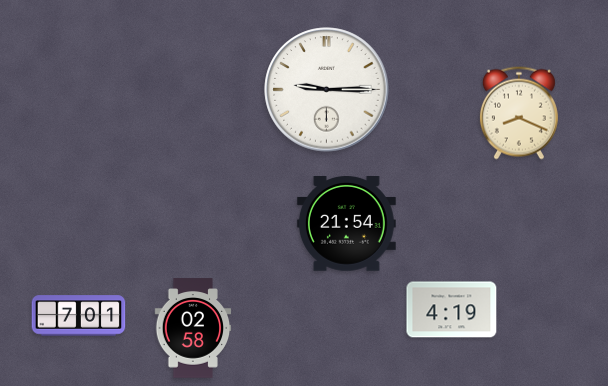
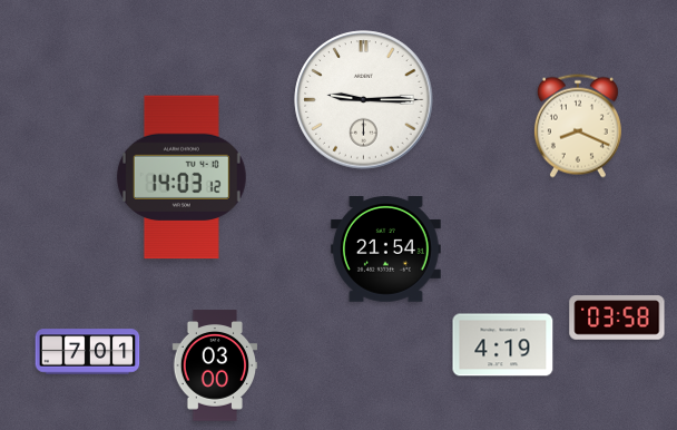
clock at (181, 177): none -> 14:03
clock at (617, 317): none -> 03:58
clock at (193, 328): 02:58 -> 03:00
